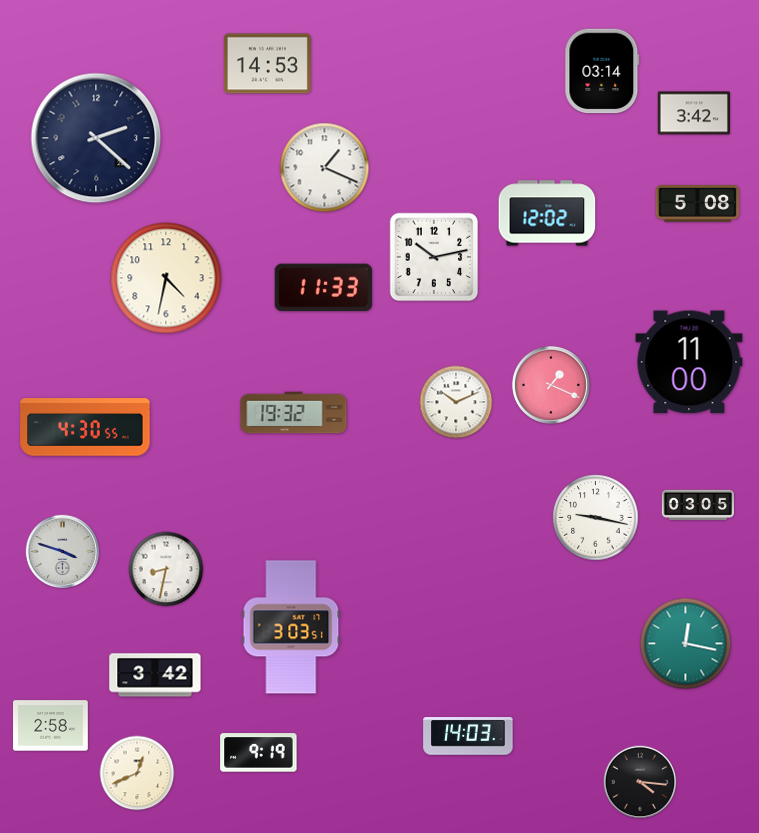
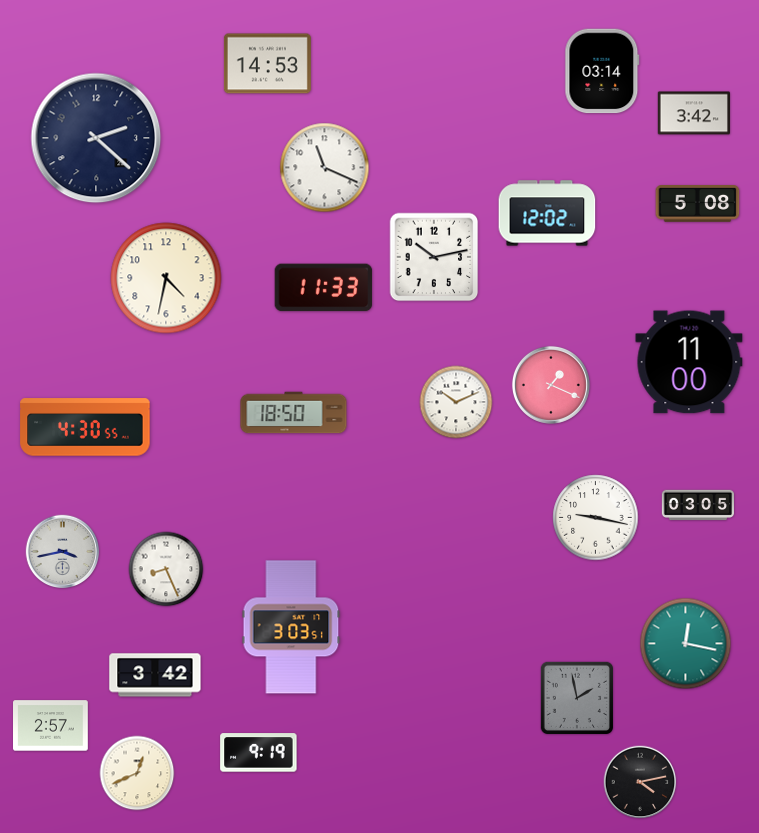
clock at (325, 168): 1:19 -> 11:19
clock at (294, 413): 19:32 -> 18:50
clock at (63, 552): 3:48 -> 3:43
clock at (166, 569): 8:32 -> 8:26
clock at (576, 697): none -> 1:58
clock at (51, 726): 2:58 -> 2:57
clock at (468, 736): 14:03 -> none
clock at (640, 782): 4:16 -> 4:13
